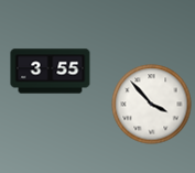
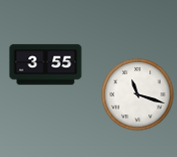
clock at (152, 105): 3:53 -> 11:18
